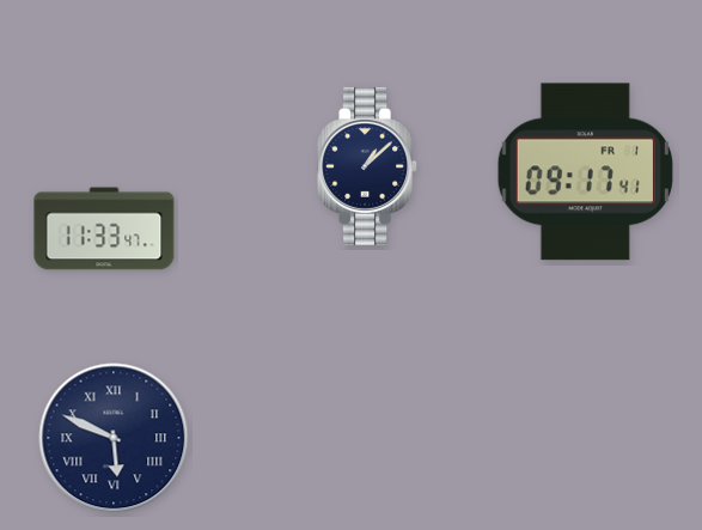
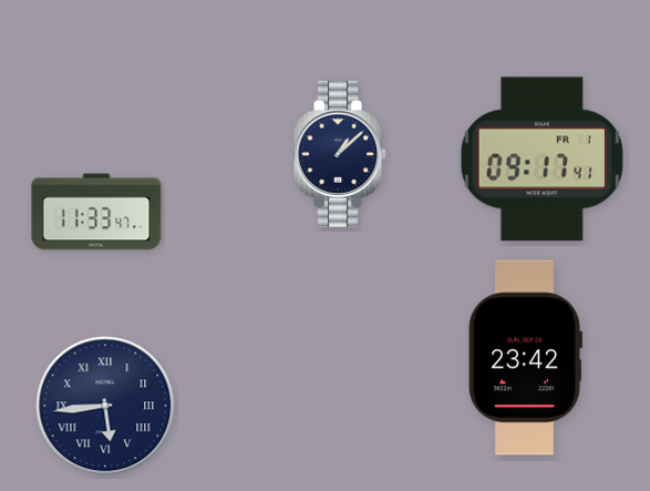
clock at (525, 358): none -> 23:42
clock at (114, 438): 5:49 -> 5:44
